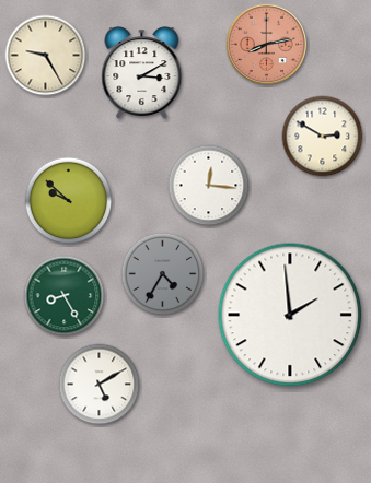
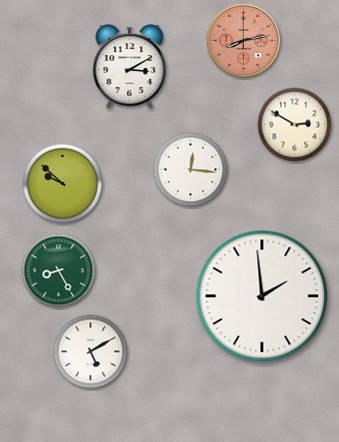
clock at (46, 56): 9:25 -> none
clock at (163, 274): 4:35 -> none
clock at (290, 315) position: (290, 315) -> (262, 296)
